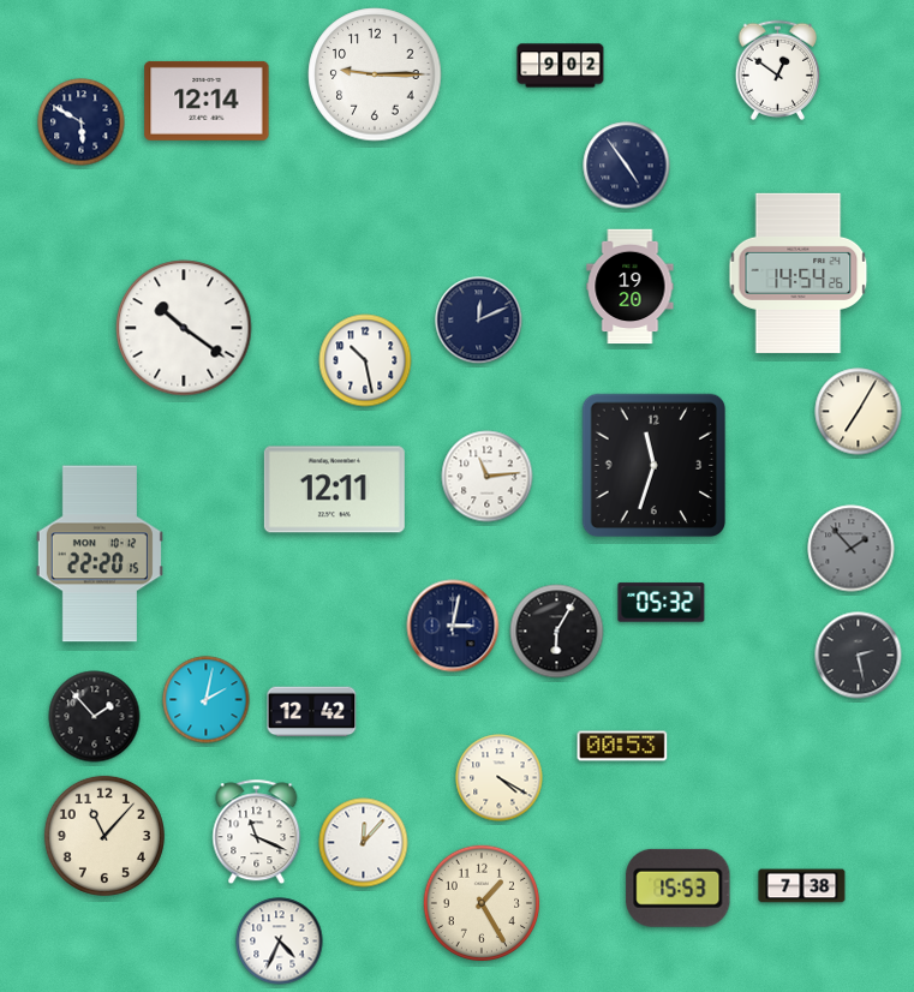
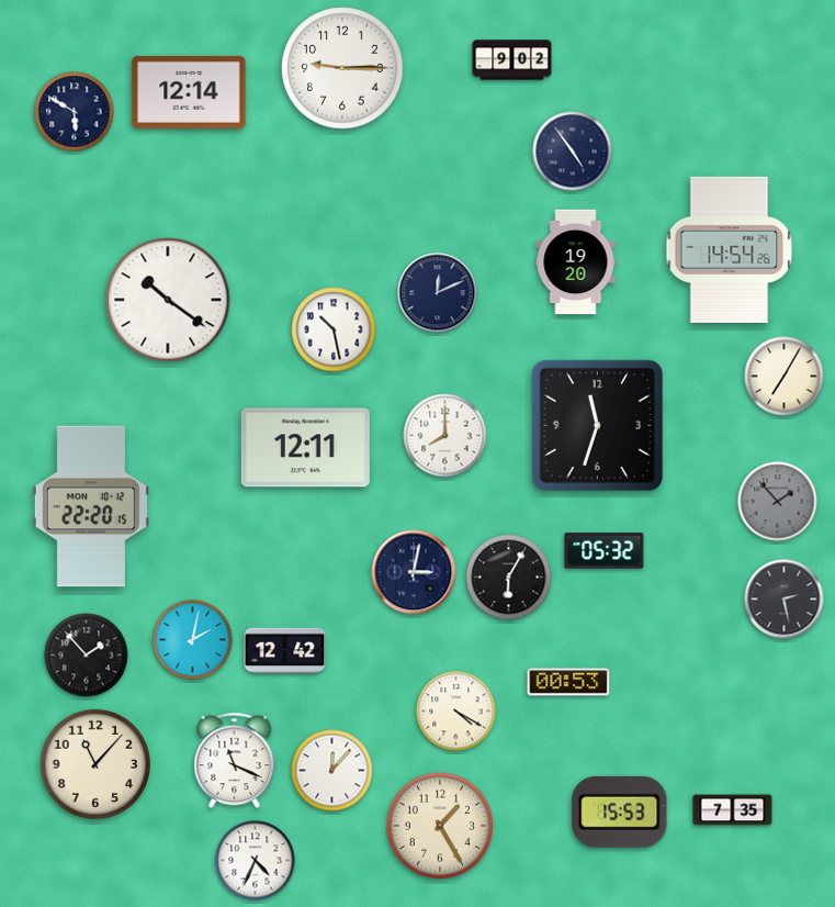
clock at (778, 70): 12:51 -> none
clock at (488, 477): 11:14 -> 8:00
clock at (207, 700) position: (207, 700) -> (193, 640)
clock at (802, 886): 7:38 -> 7:35
